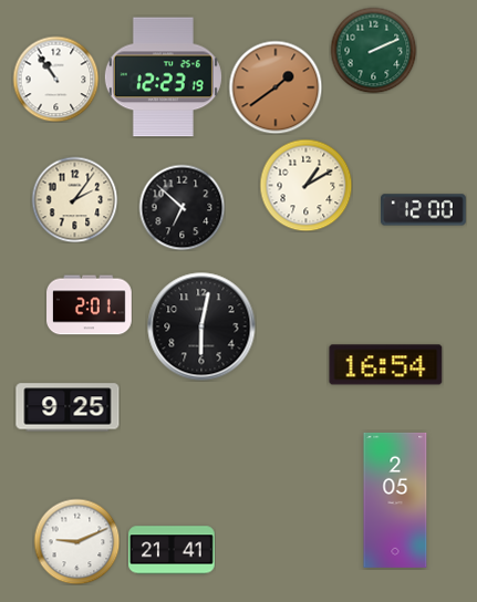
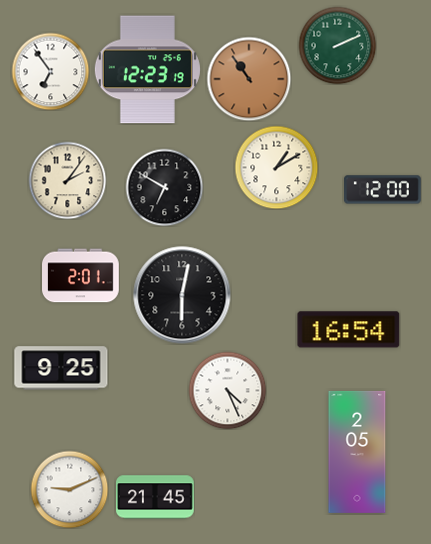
clock at (55, 79): 10:54 -> 6:54
clock at (276, 87): 1:39 -> 10:54
clock at (182, 207): 6:52 -> 6:50
clock at (227, 390): none -> 4:26
clock at (173, 550): 21:41 -> 21:45
